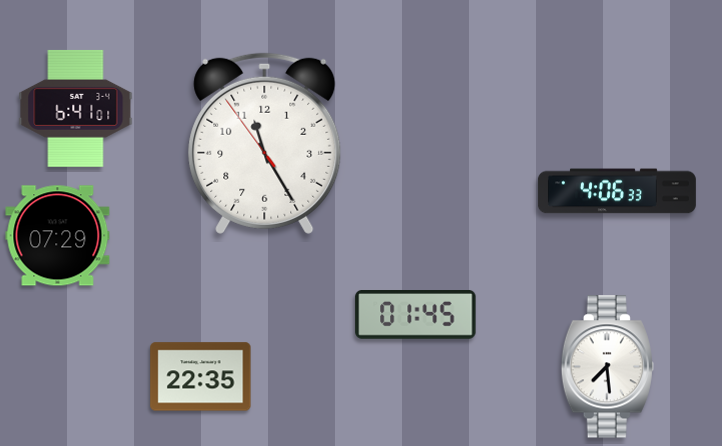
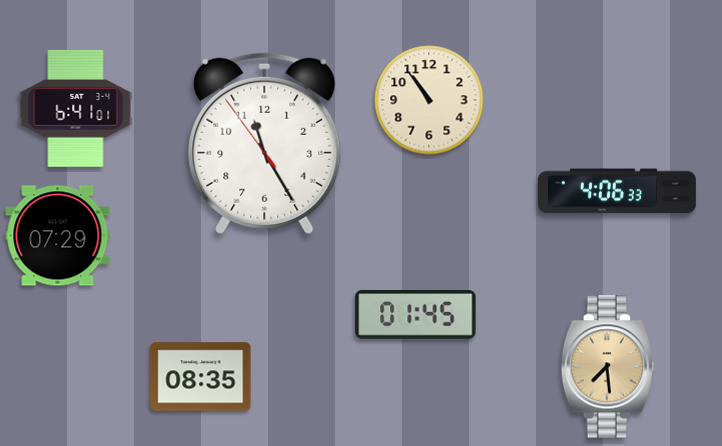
clock at (429, 100): none -> 10:54
clock at (607, 367) dial: white -> champagne
clock at (201, 377): 22:35 -> 08:35
